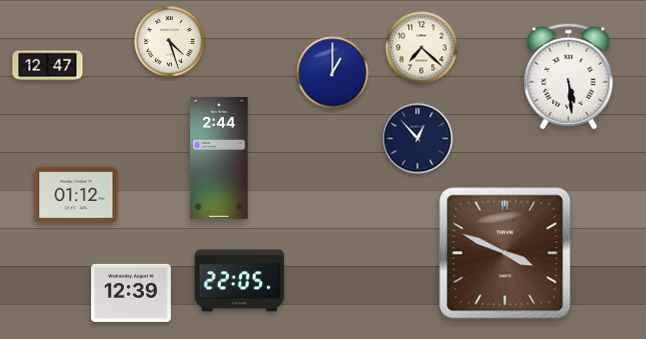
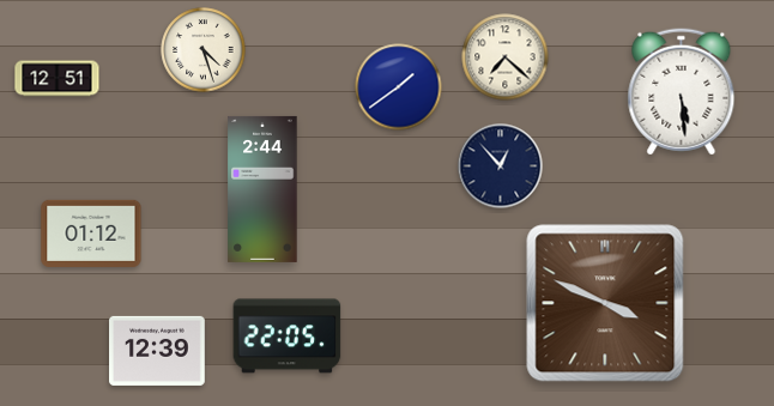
clock at (48, 66): 12:47 -> 12:51
clock at (333, 73): 1:00 -> 1:39
